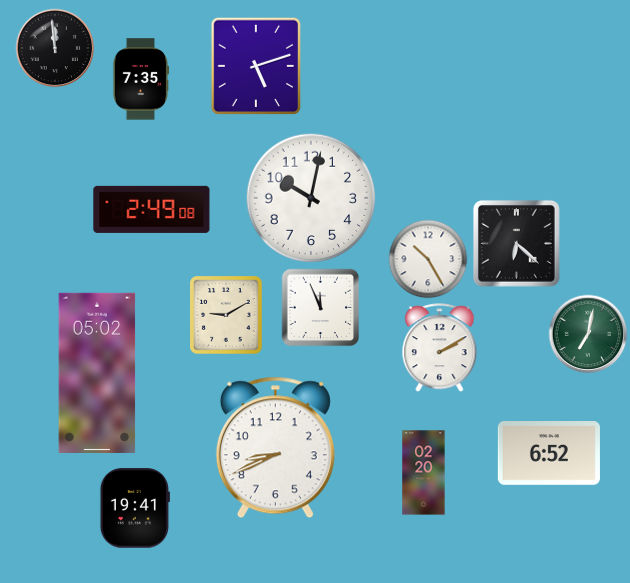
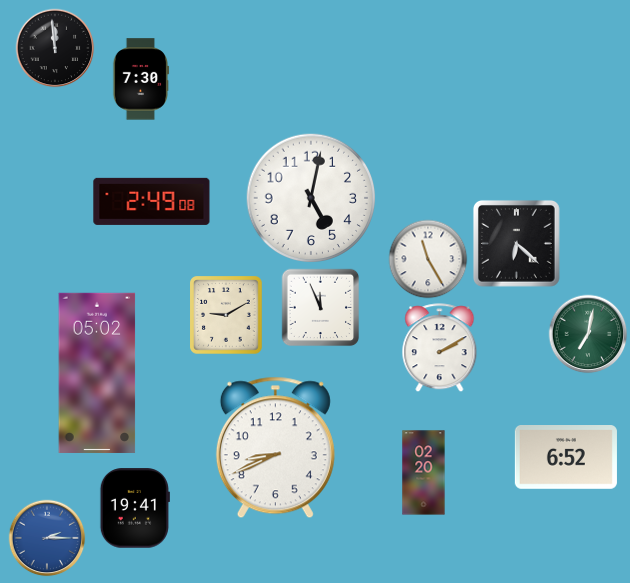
clock at (255, 65): 5:12 -> none
clock at (141, 79): 7:35 -> 7:30
clock at (311, 198): 10:02 -> 5:02
clock at (152, 209) position: (152, 209) -> (152, 201)
clock at (428, 259): 10:25 -> 11:25
clock at (549, 454) position: (549, 454) -> (566, 458)
clock at (47, 538): none -> 2:15
